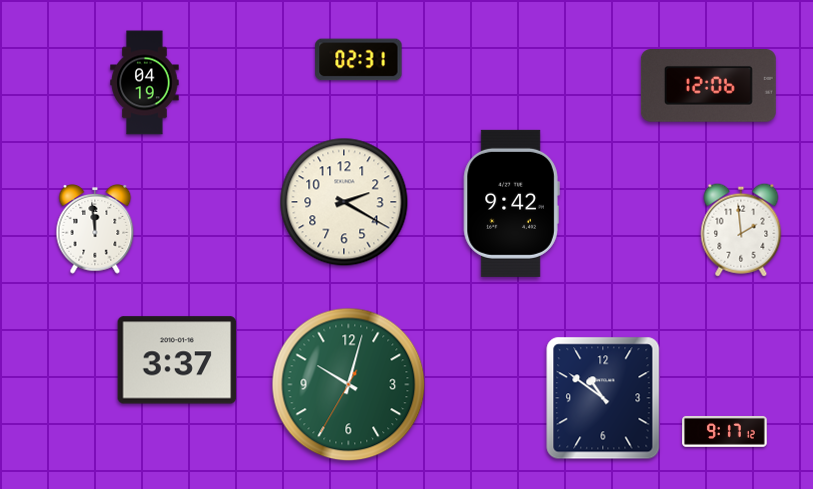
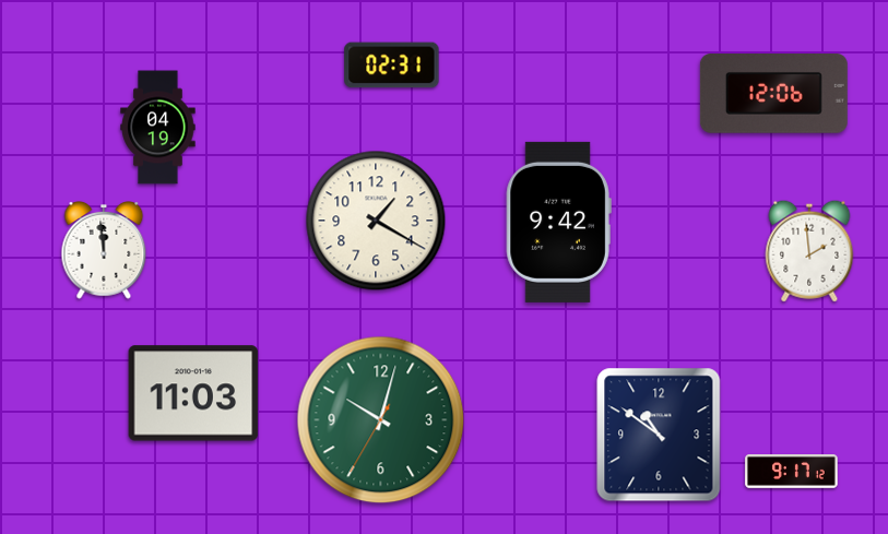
clock at (145, 83) position: (145, 83) -> (158, 128)
clock at (344, 202): 2:20 -> 1:20
clock at (177, 360): 3:37 -> 11:03
